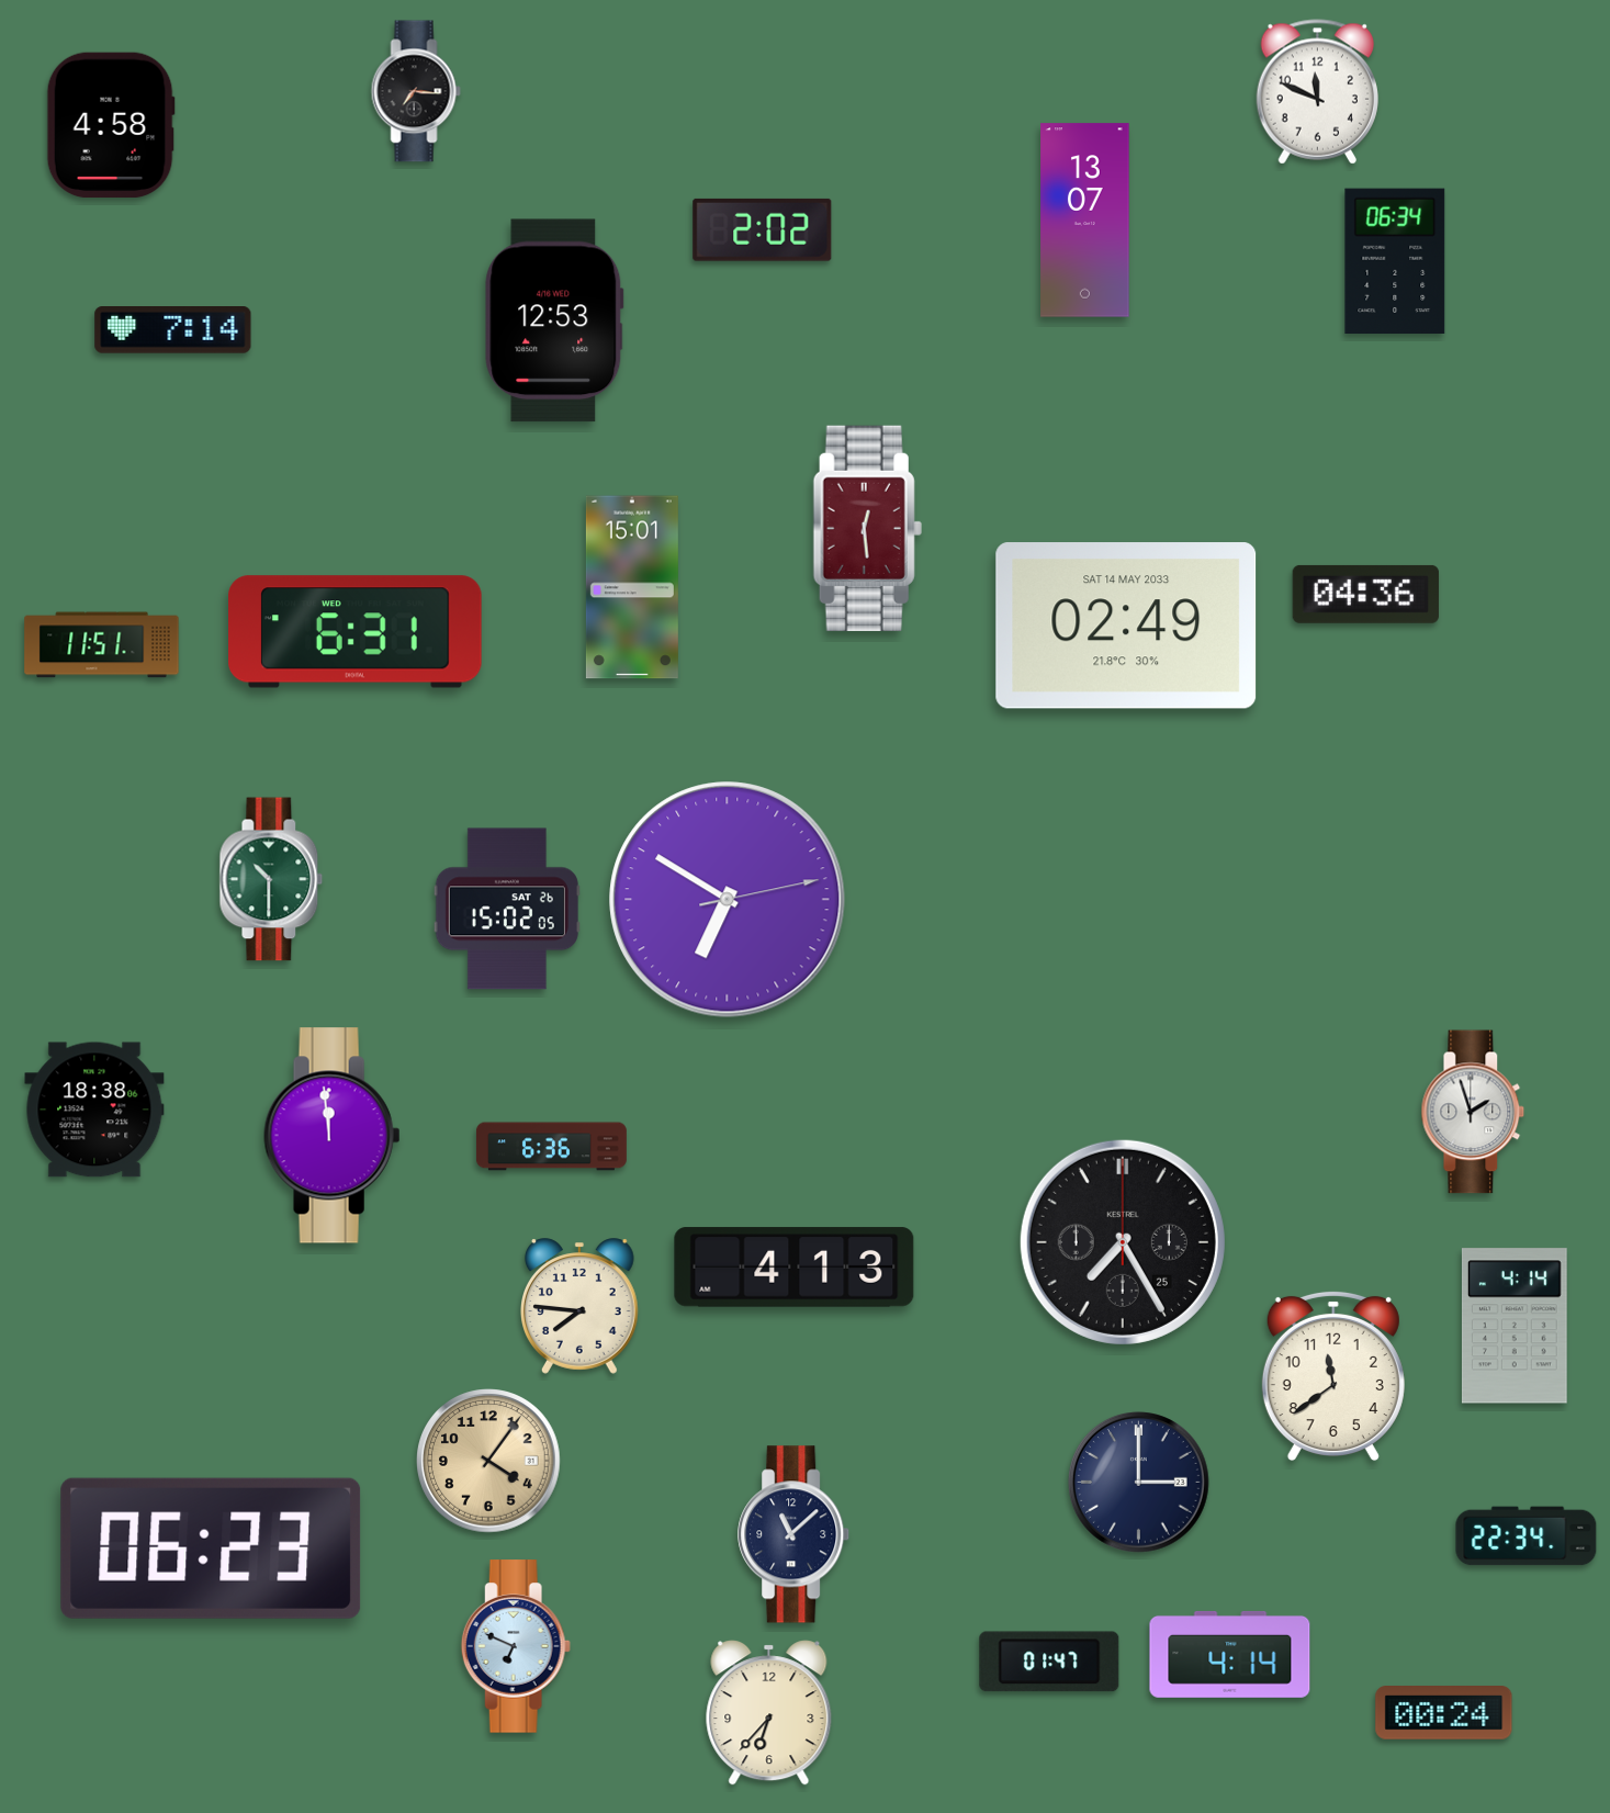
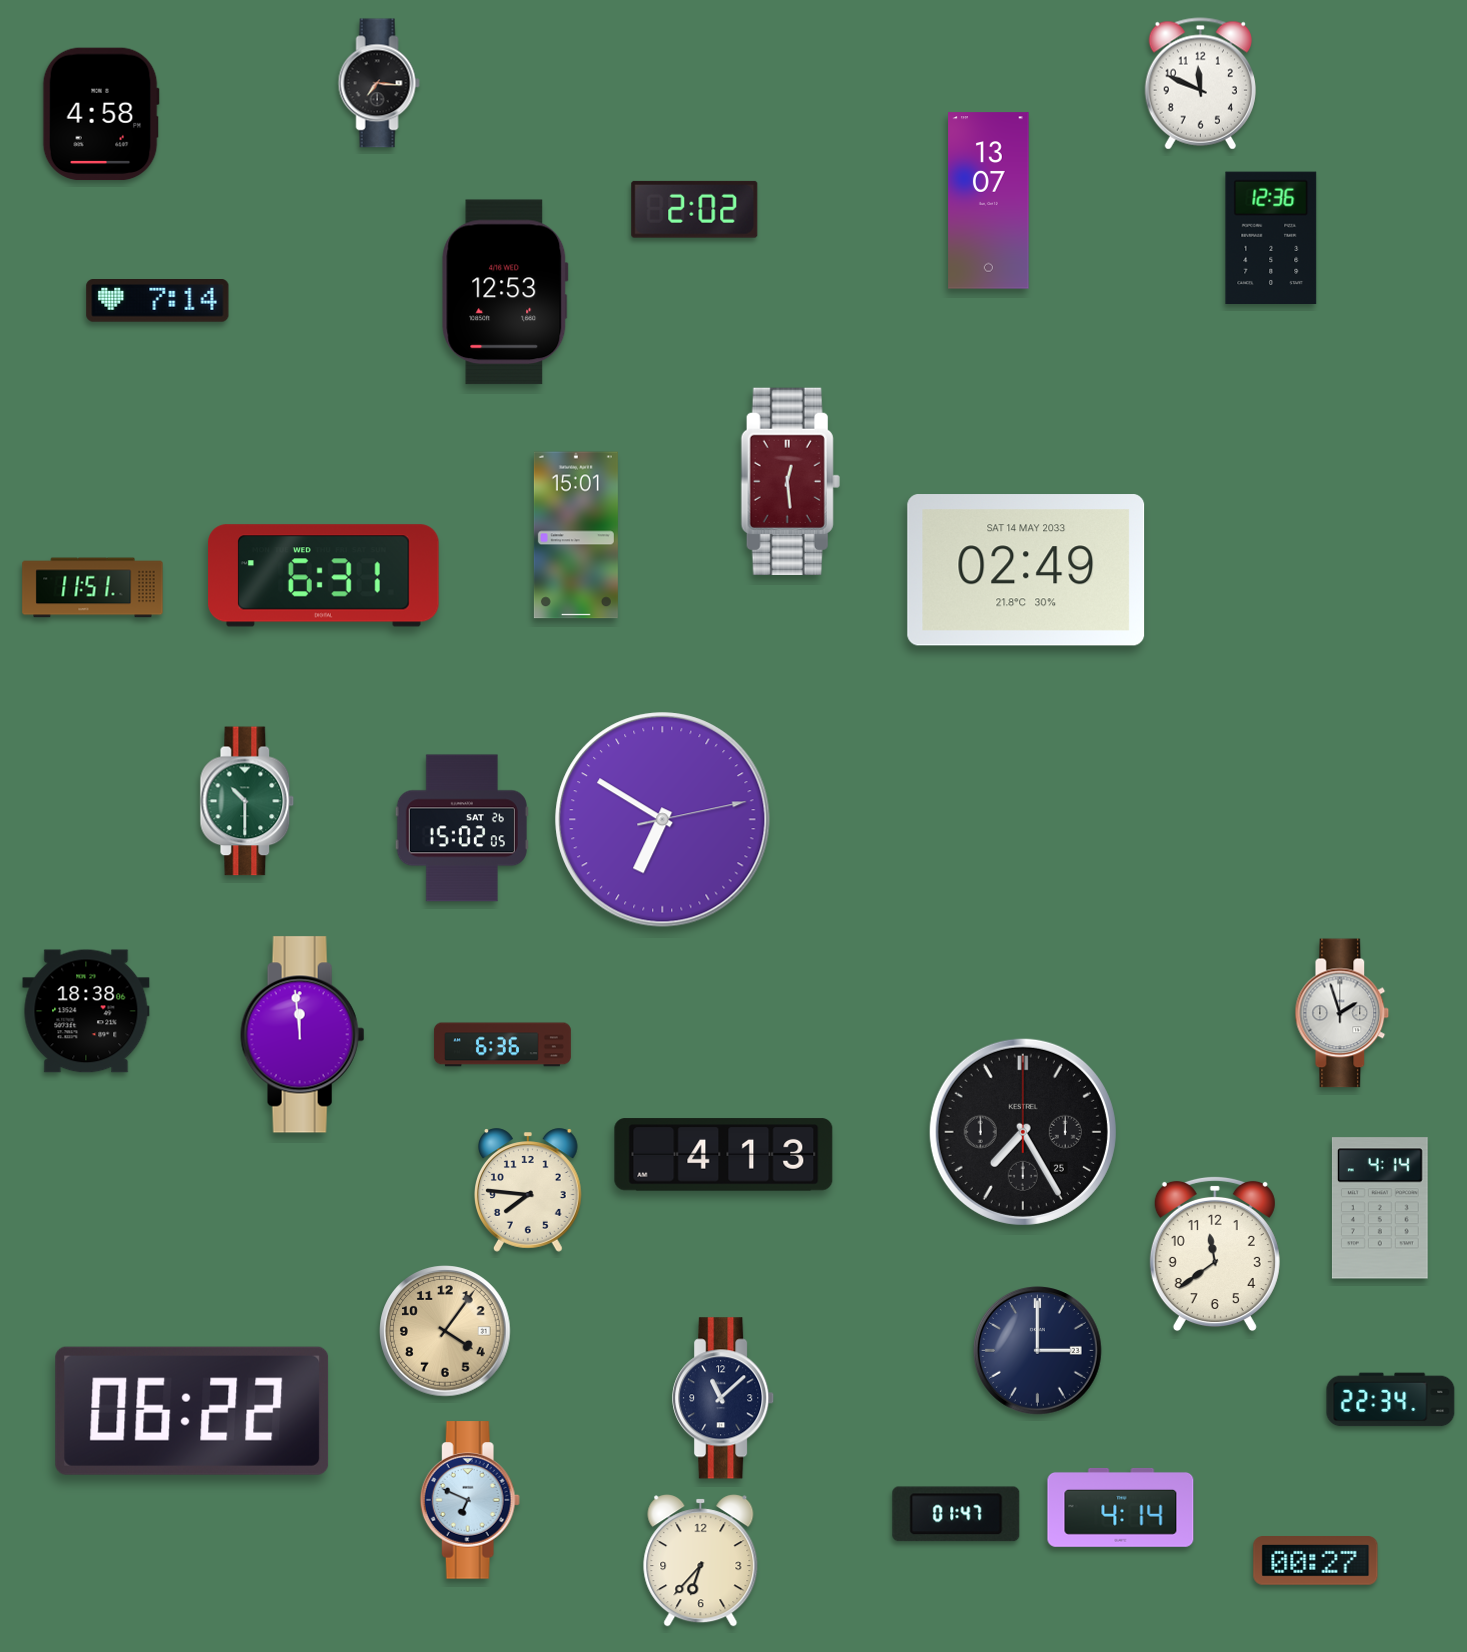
clock at (1395, 260): 06:34 -> 12:36
clock at (1365, 594): 04:36 -> none
clock at (211, 1549): 06:23 -> 06:22
clock at (1444, 1713): 00:24 -> 00:27
